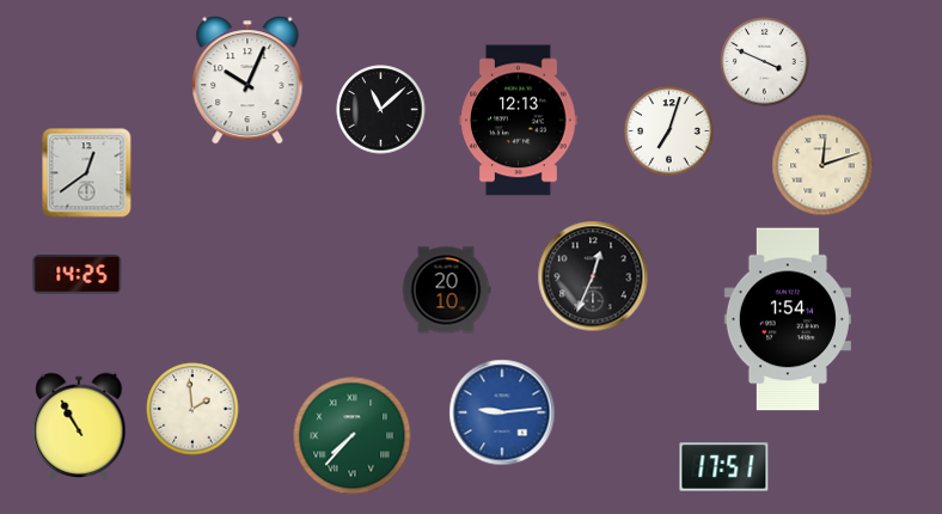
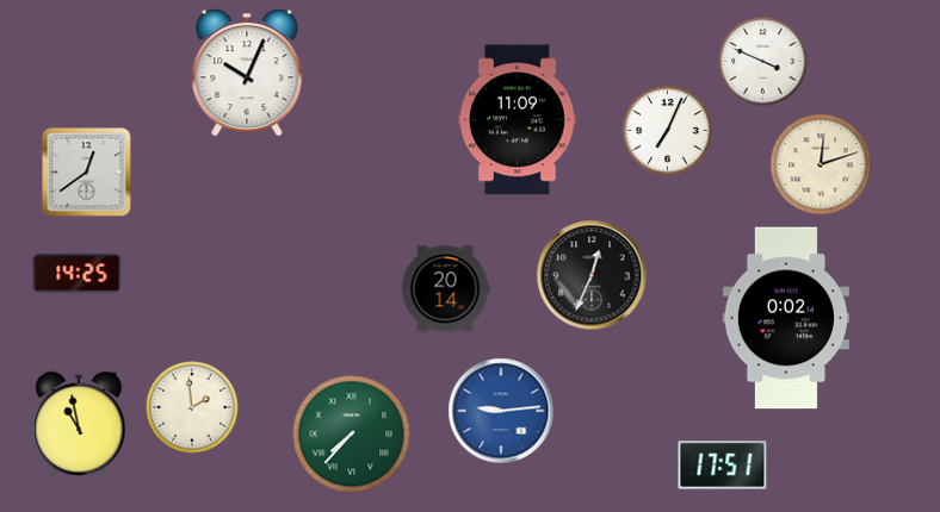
clock at (247, 80) position: (247, 80) -> (247, 73)
clock at (381, 110): 11:08 -> none
clock at (519, 121): 12:13 -> 11:09
clock at (669, 131): 7:03 -> 7:04
clock at (446, 290): 20:10 -> 20:14
clock at (788, 319): 1:54 -> 0:02
clock at (79, 426): 10:55 -> 10:58
